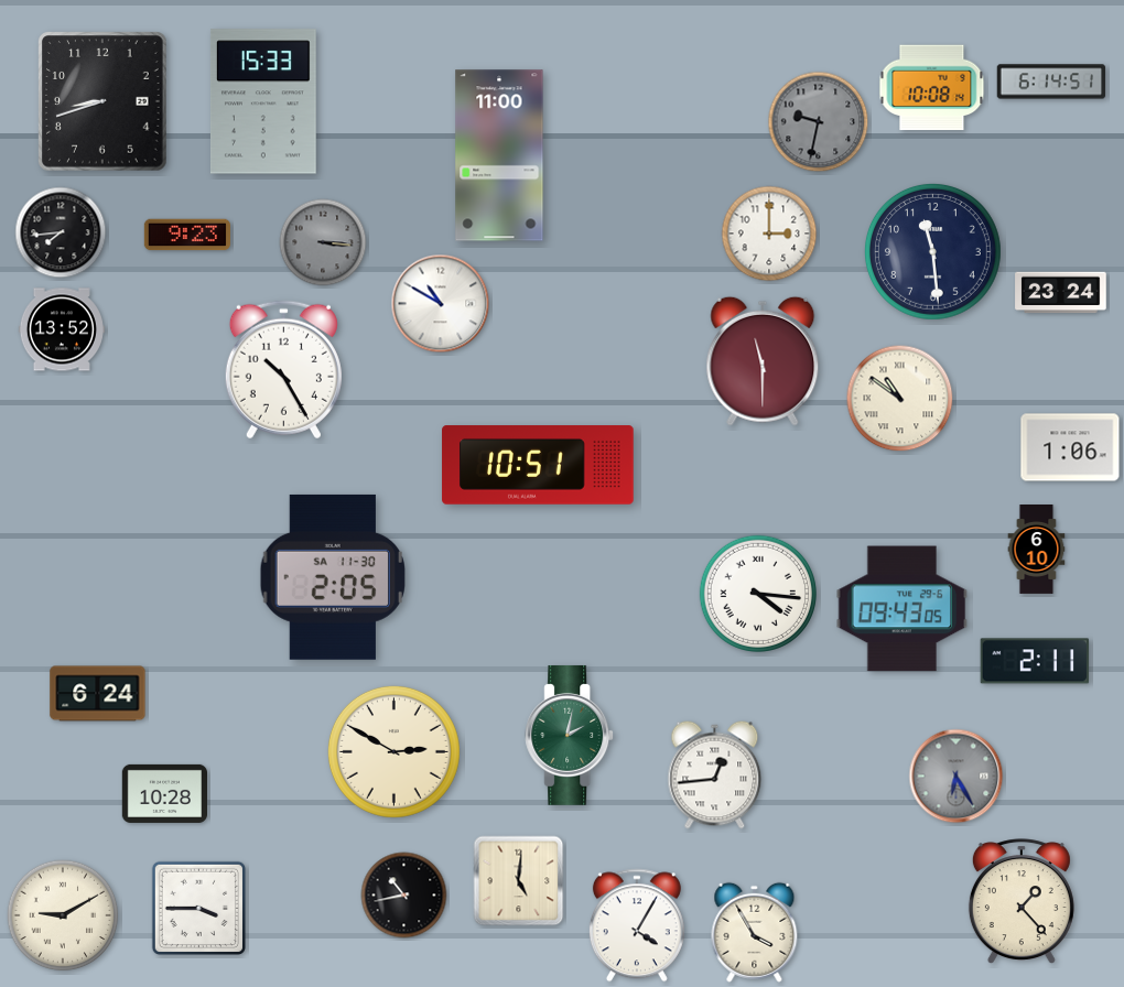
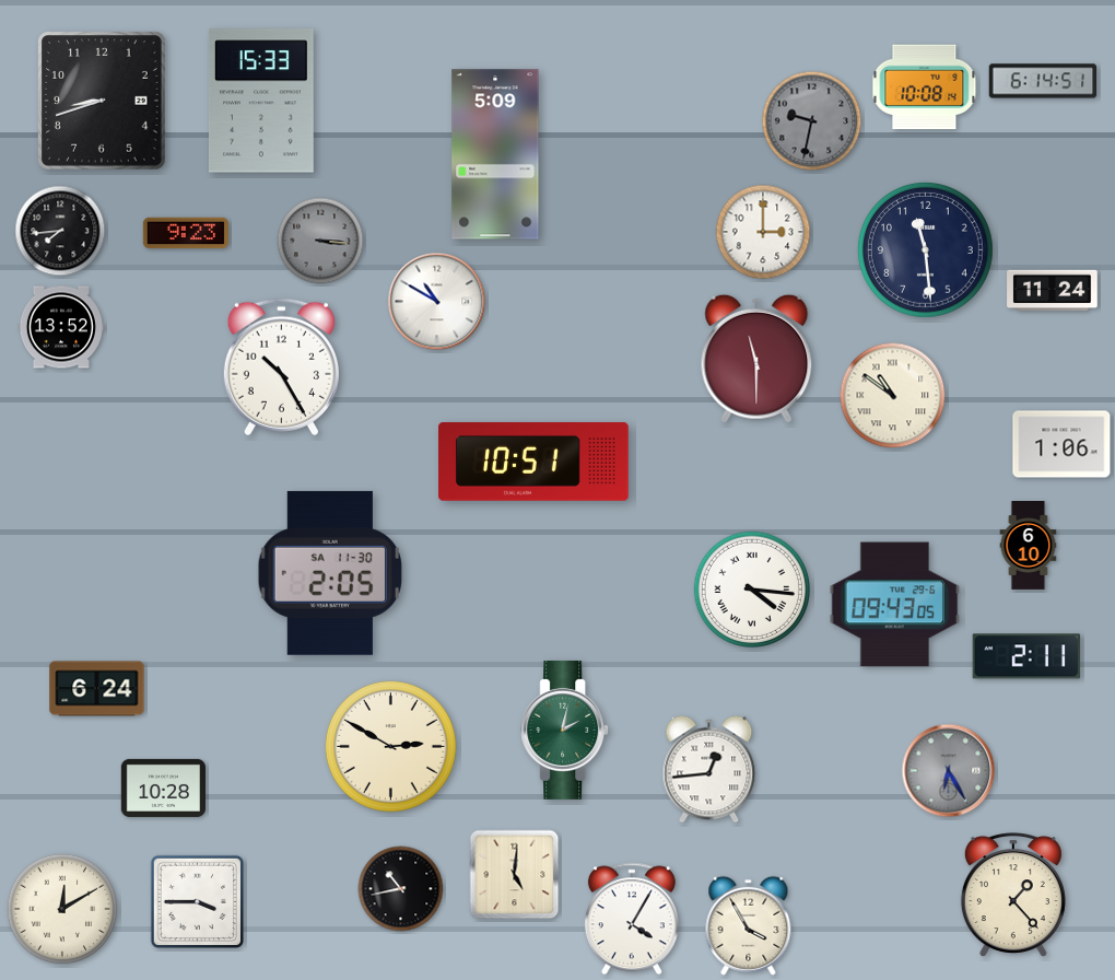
clock at (499, 155): 11:00 -> 5:09
clock at (1061, 293): 23:24 -> 11:24
clock at (63, 915): 9:10 -> 12:10
